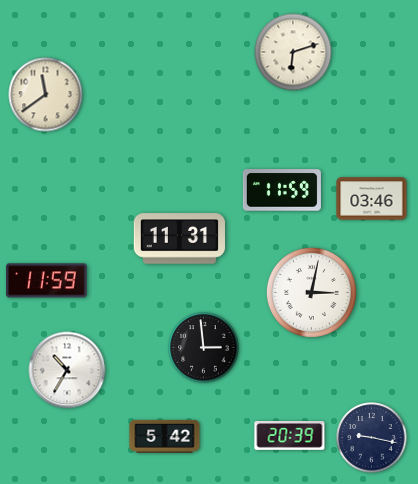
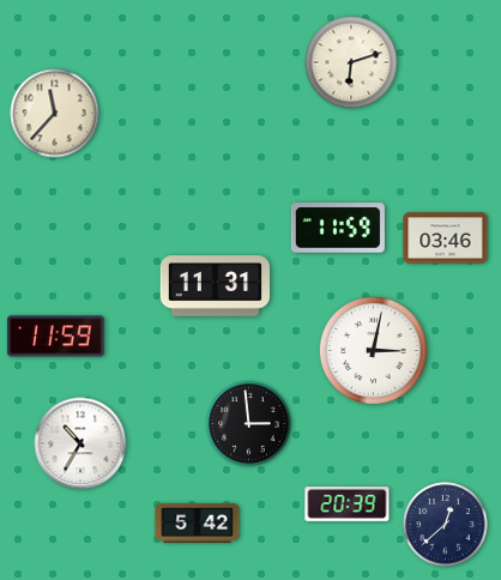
clock at (46, 95): 11:39 -> 11:37
clock at (204, 348) position: (204, 348) -> (249, 424)
clock at (290, 436) position: (290, 436) -> (348, 505)
clock at (372, 438): 9:17 -> 12:38
